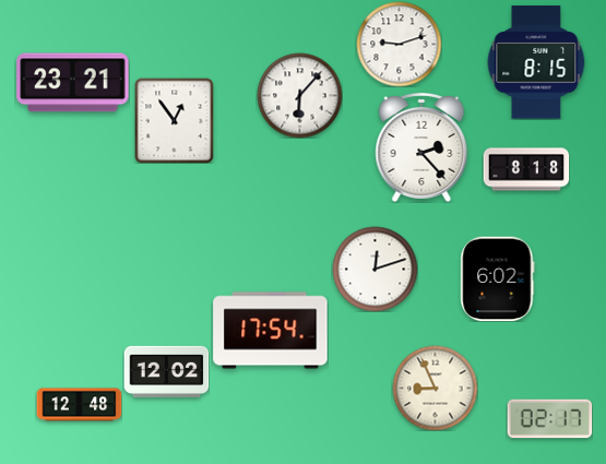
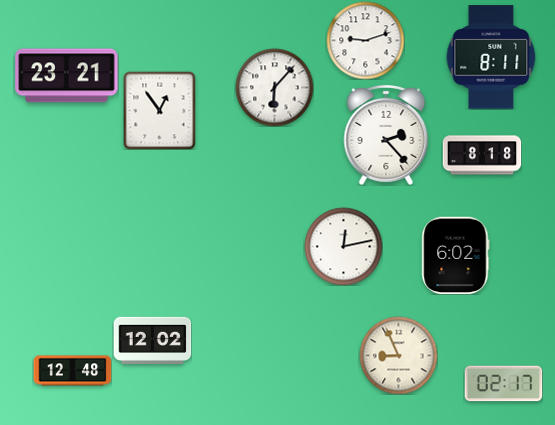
clock at (536, 62): 8:15 -> 8:11
clock at (375, 269): 12:12 -> 12:13
clock at (271, 331): 17:54 -> none
